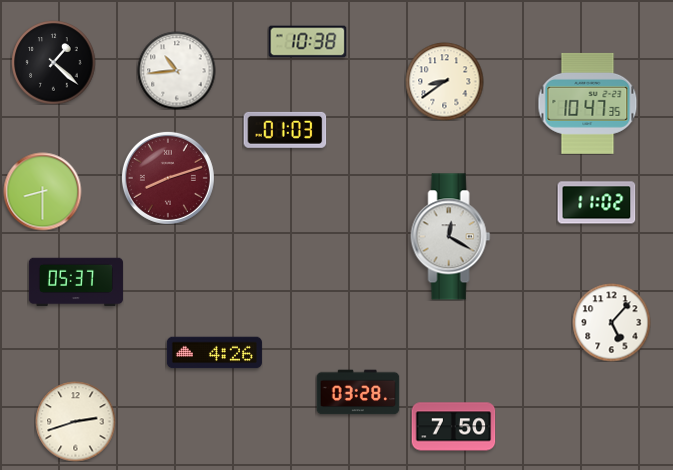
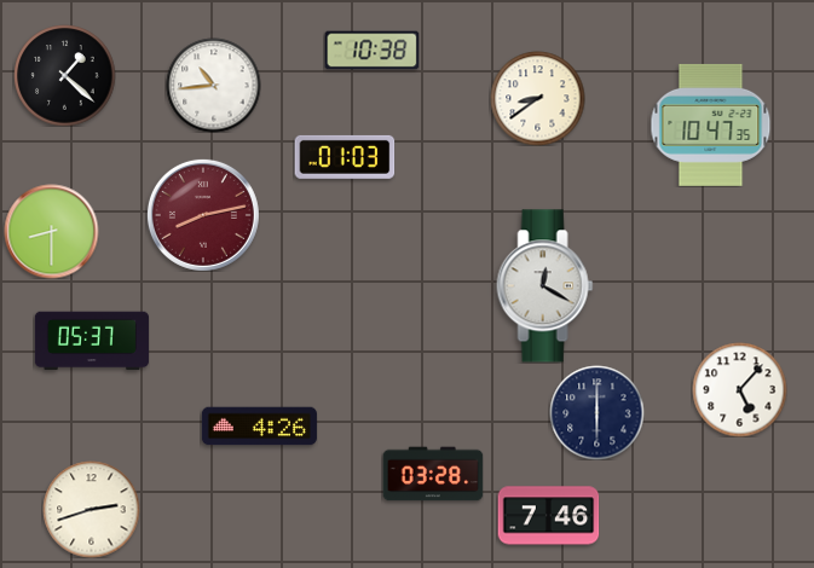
clock at (168, 178): 8:12 -> 8:13
clock at (596, 203): 11:02 -> none
clock at (596, 412): none -> 6:00
clock at (453, 427): 7:50 -> 7:46
